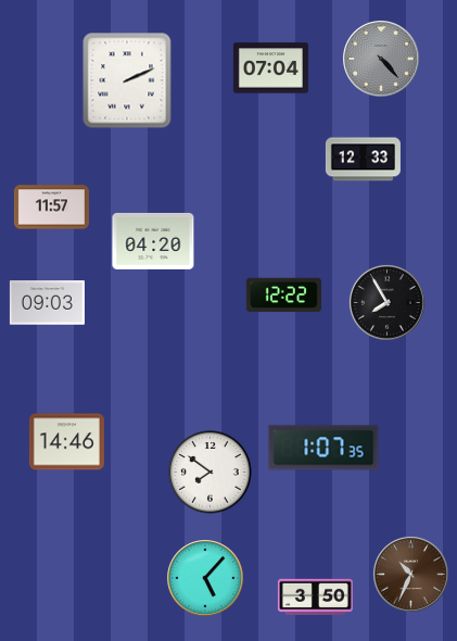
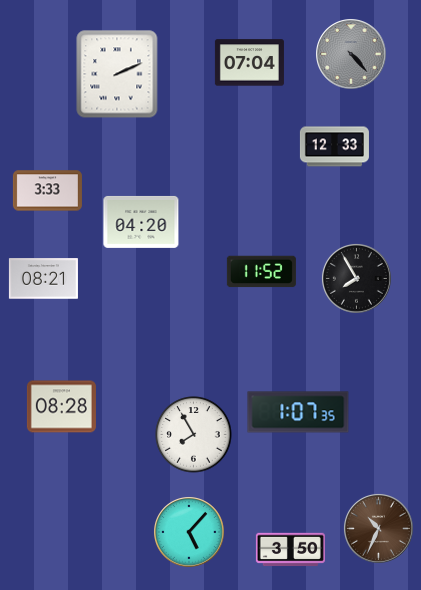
clock at (51, 208): 11:57 -> 3:33
clock at (283, 296): 12:22 -> 11:52
clock at (47, 303): 09:03 -> 08:21
clock at (66, 442): 14:46 -> 08:28
clock at (211, 473): 7:51 -> 7:55
